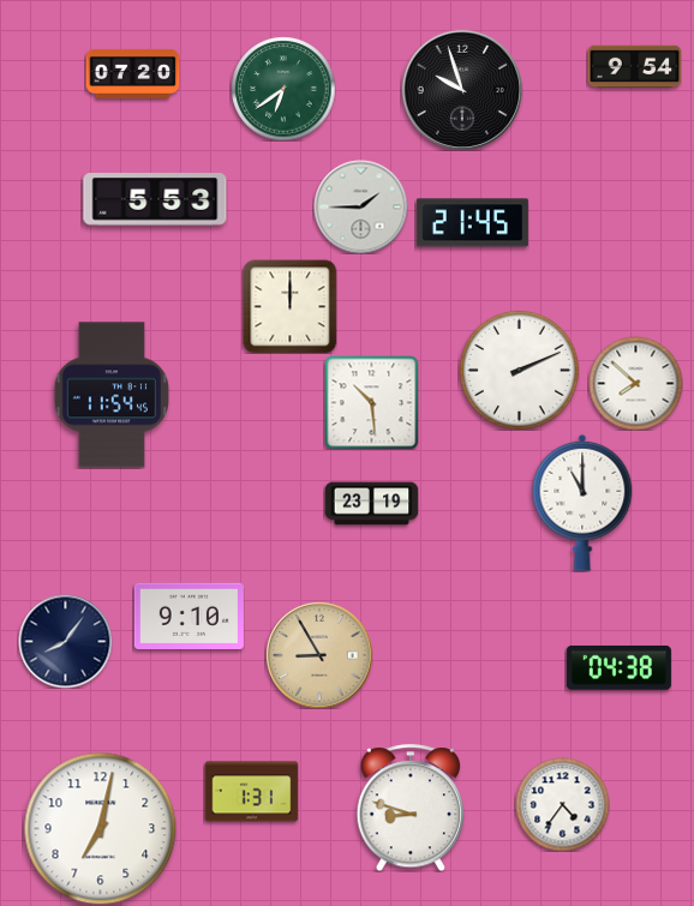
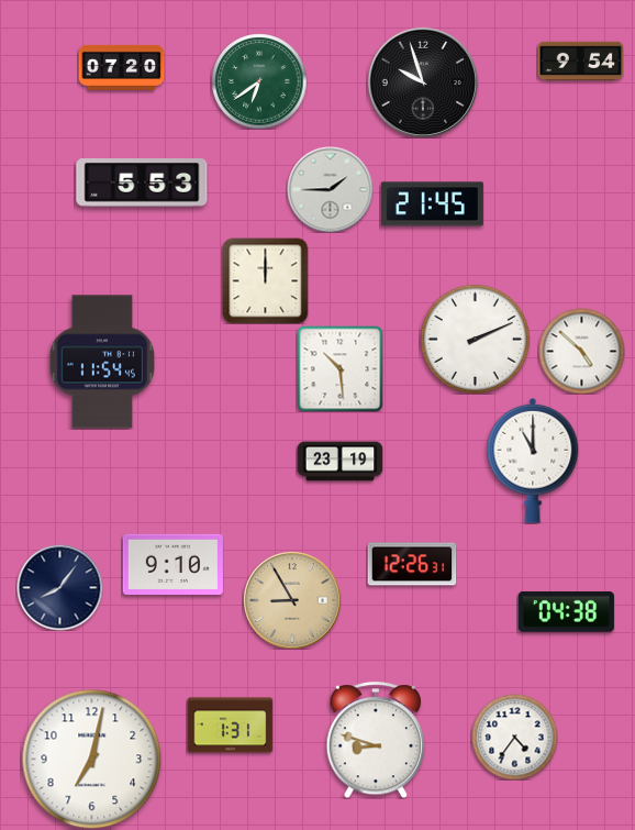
clock at (635, 383): 7:52 -> 4:52
clock at (412, 564): none -> 12:26
